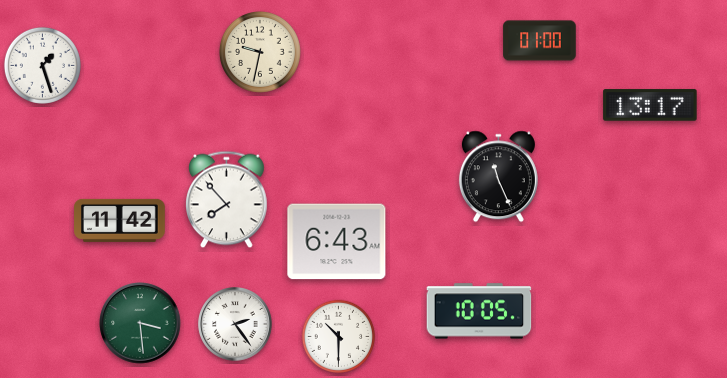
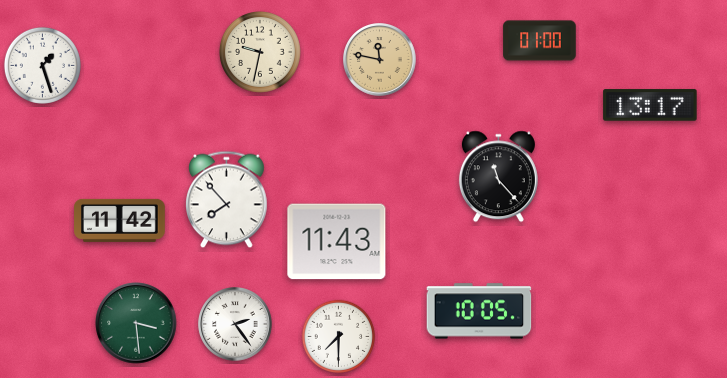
clock at (380, 60): none -> 11:47
clock at (498, 177): 11:26 -> 11:23
clock at (337, 242): 6:43 -> 11:43
clock at (140, 323) position: (140, 323) -> (136, 323)
clock at (338, 336): 10:30 -> 7:30
